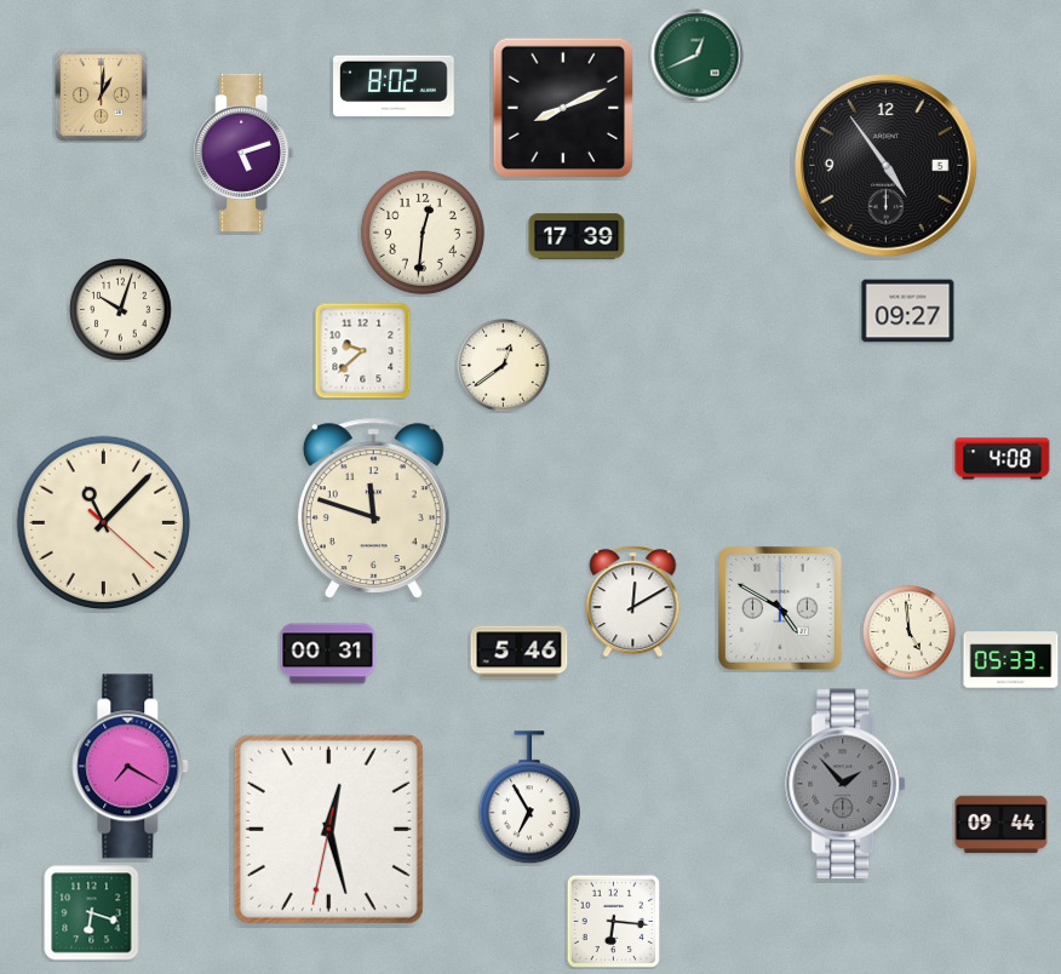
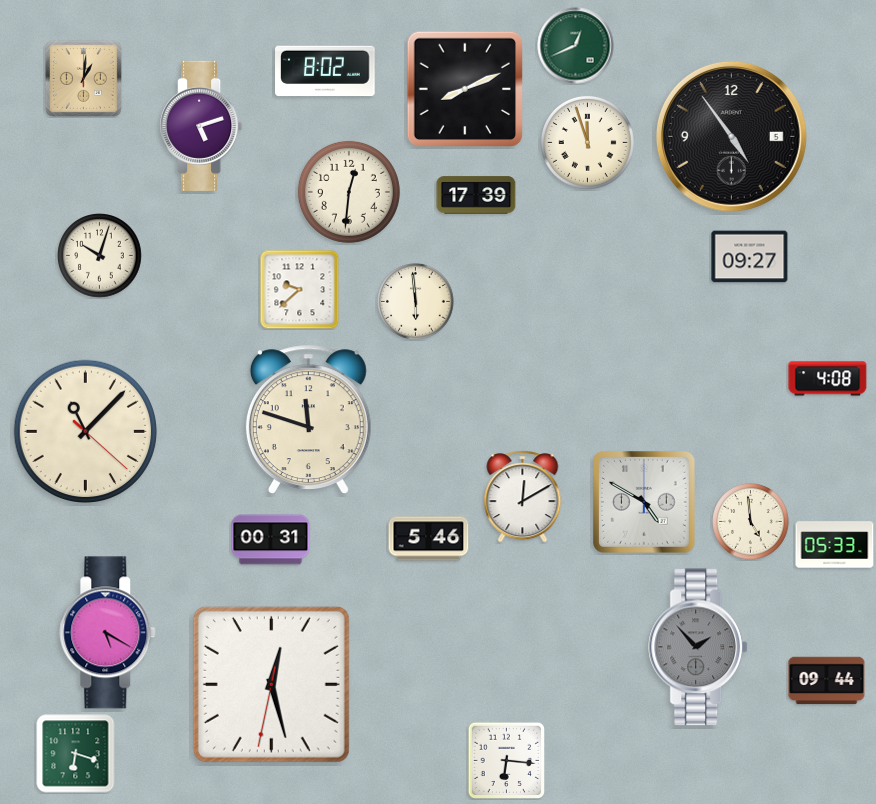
clock at (587, 142): none -> 11:57
clock at (504, 366): 12:39 -> 5:59
clock at (131, 767): 7:20 -> 5:20
clock at (529, 798): 6:55 -> none
